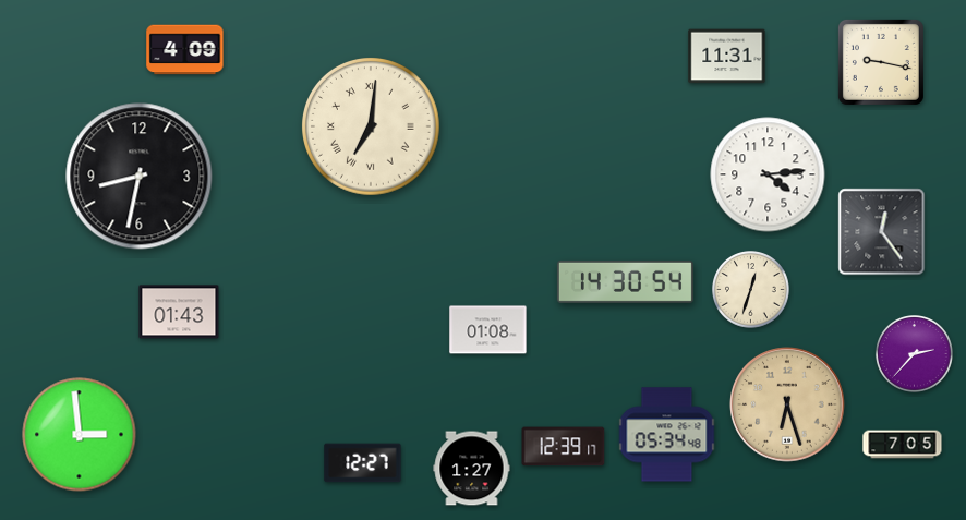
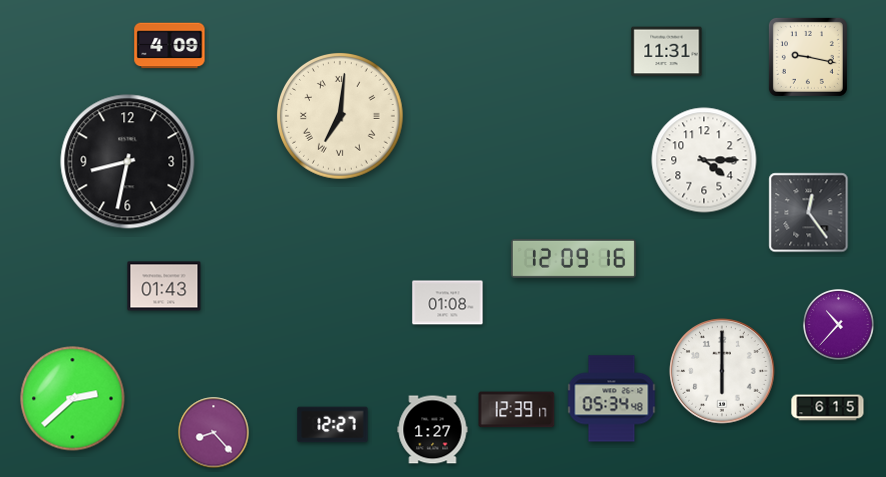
clock at (768, 174): 4:14 -> 4:15
clock at (625, 281): 14:30 -> 12:09
clock at (751, 290): 12:33 -> none
clock at (915, 354): 2:37 -> 10:37
clock at (787, 404): 6:27 -> 6:00
clock at (787, 404) dial: champagne -> white
clock at (80, 435): 2:59 -> 2:38
clock at (903, 445): 7:05 -> 6:15
clock at (214, 433): none -> 8:23
